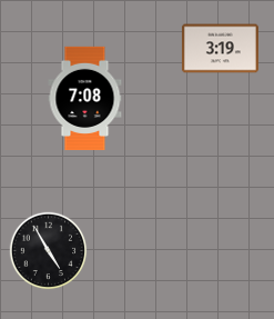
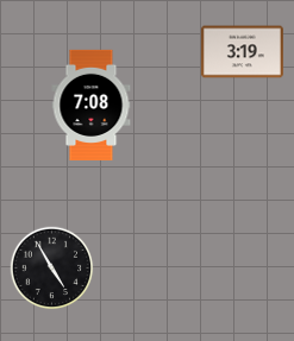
clock at (220, 49) position: (220, 49) -> (242, 52)
